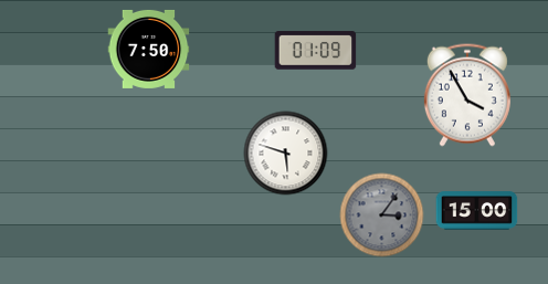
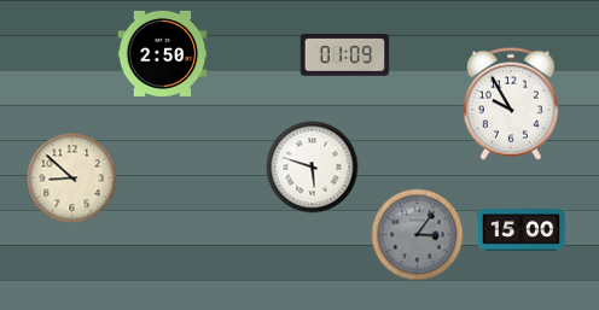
clock at (149, 49): 7:50 -> 2:50
clock at (467, 95): 3:55 -> 9:55
clock at (72, 179): none -> 8:52
